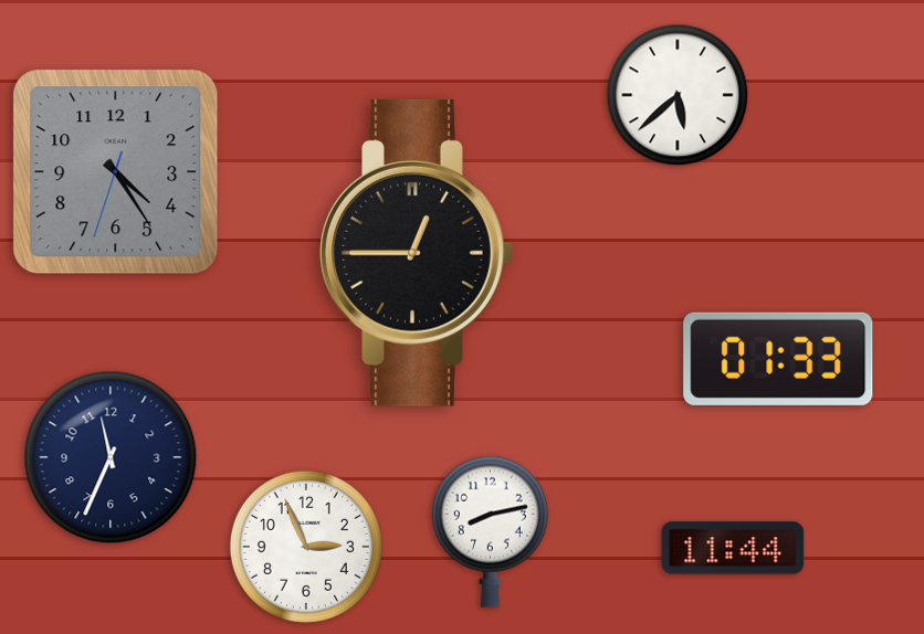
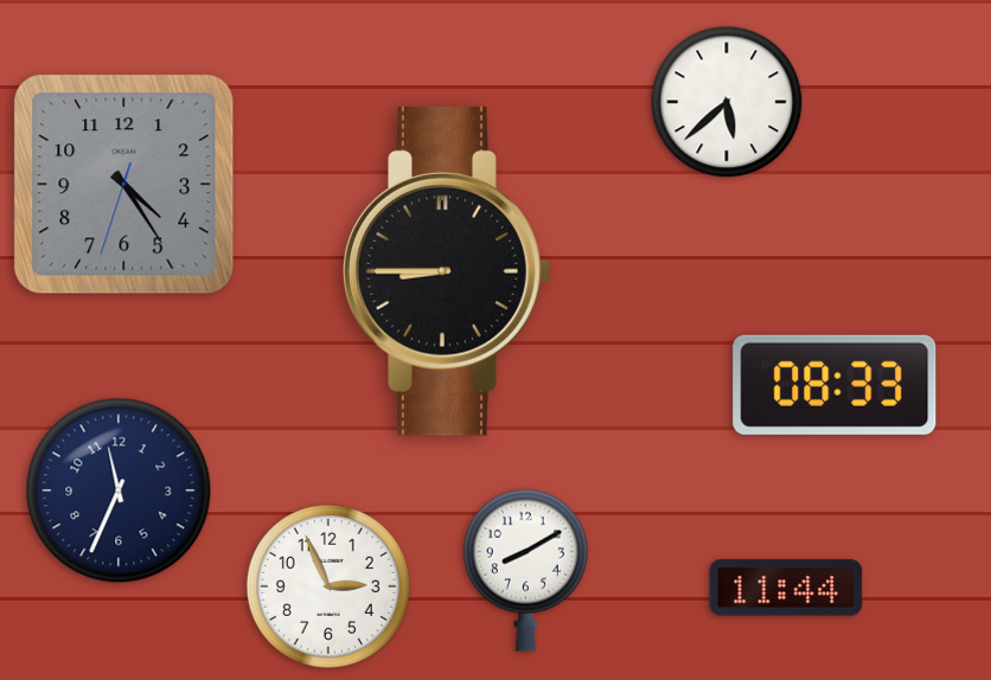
clock at (417, 253): 12:45 -> 8:45
clock at (778, 359): 01:33 -> 08:33
clock at (490, 531): 8:13 -> 8:10
